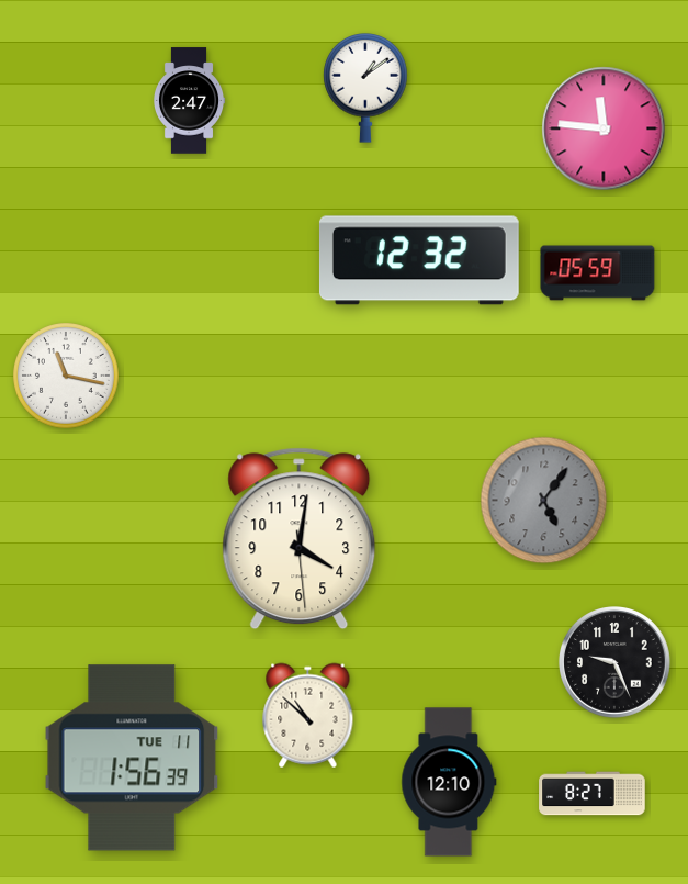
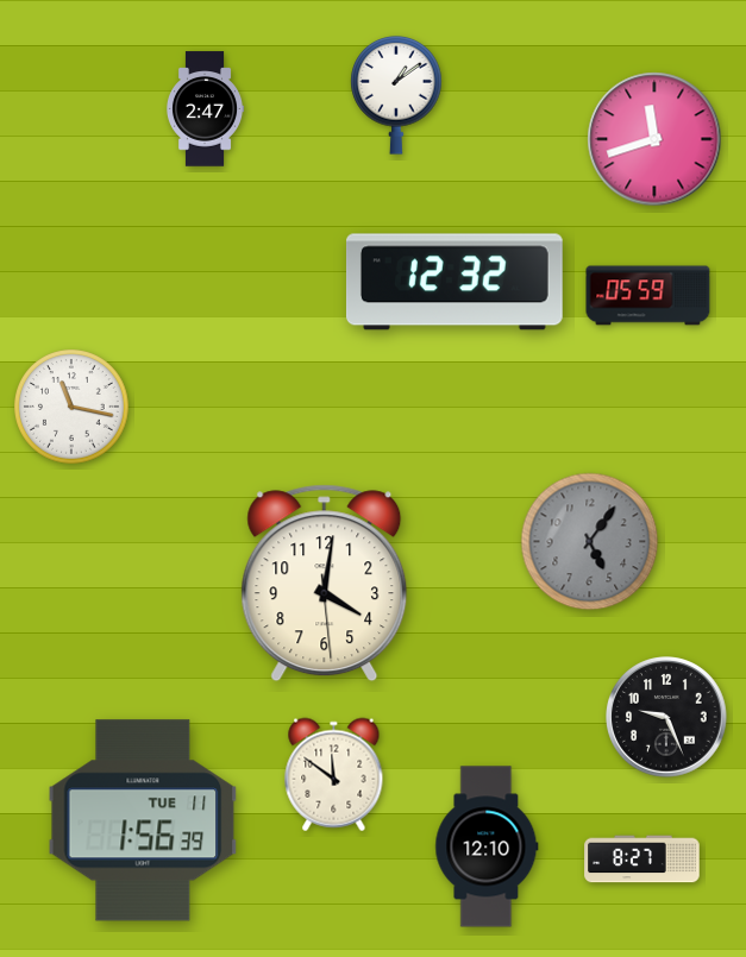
clock at (604, 128): 11:46 -> 11:42
clock at (308, 716): 10:52 -> 11:51
